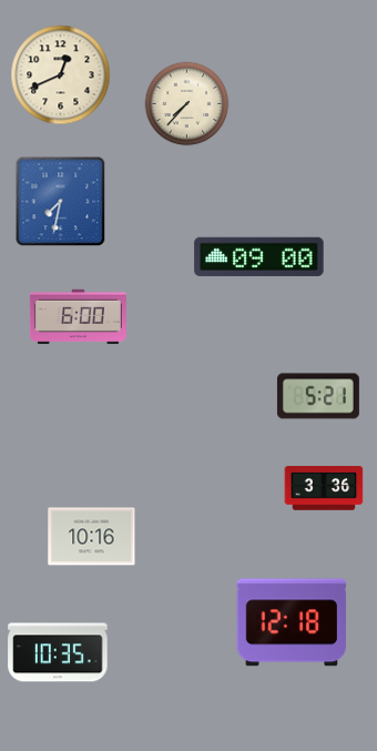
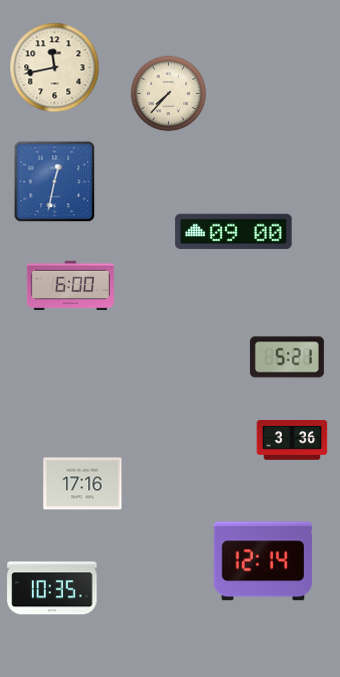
clock at (61, 75): 12:41 -> 11:43
clock at (61, 202): 7:32 -> 12:32
clock at (92, 537): 10:16 -> 17:16
clock at (292, 622): 12:18 -> 12:14
